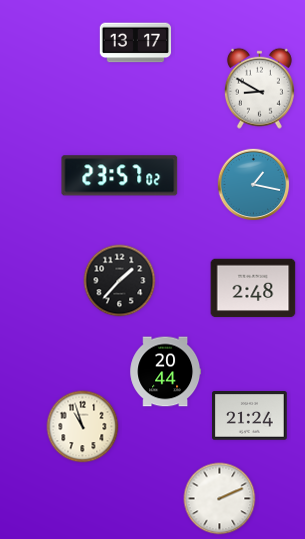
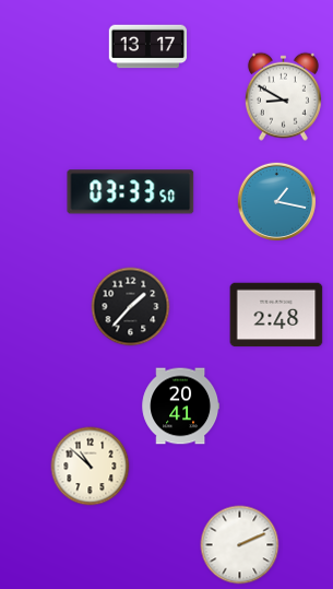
clock at (120, 176): 23:57 -> 03:33
clock at (166, 372): 20:44 -> 20:41
clock at (250, 416): 21:24 -> none
clock at (83, 427): 10:57 -> 10:52
